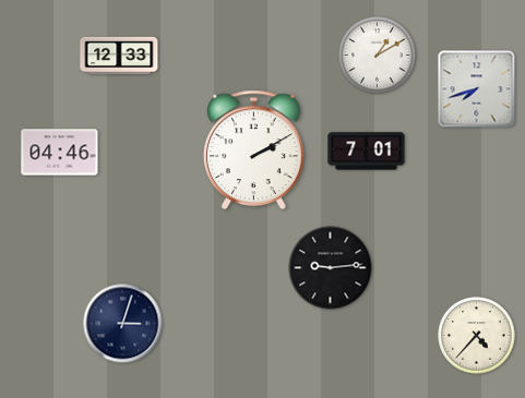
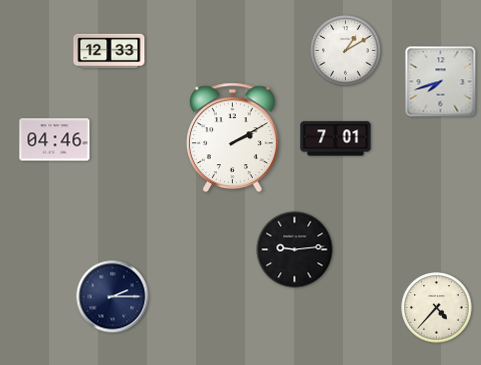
clock at (477, 89) position: (477, 89) -> (441, 82)
clock at (331, 268) position: (331, 268) -> (295, 250)
clock at (123, 324): 3:03 -> 2:15
